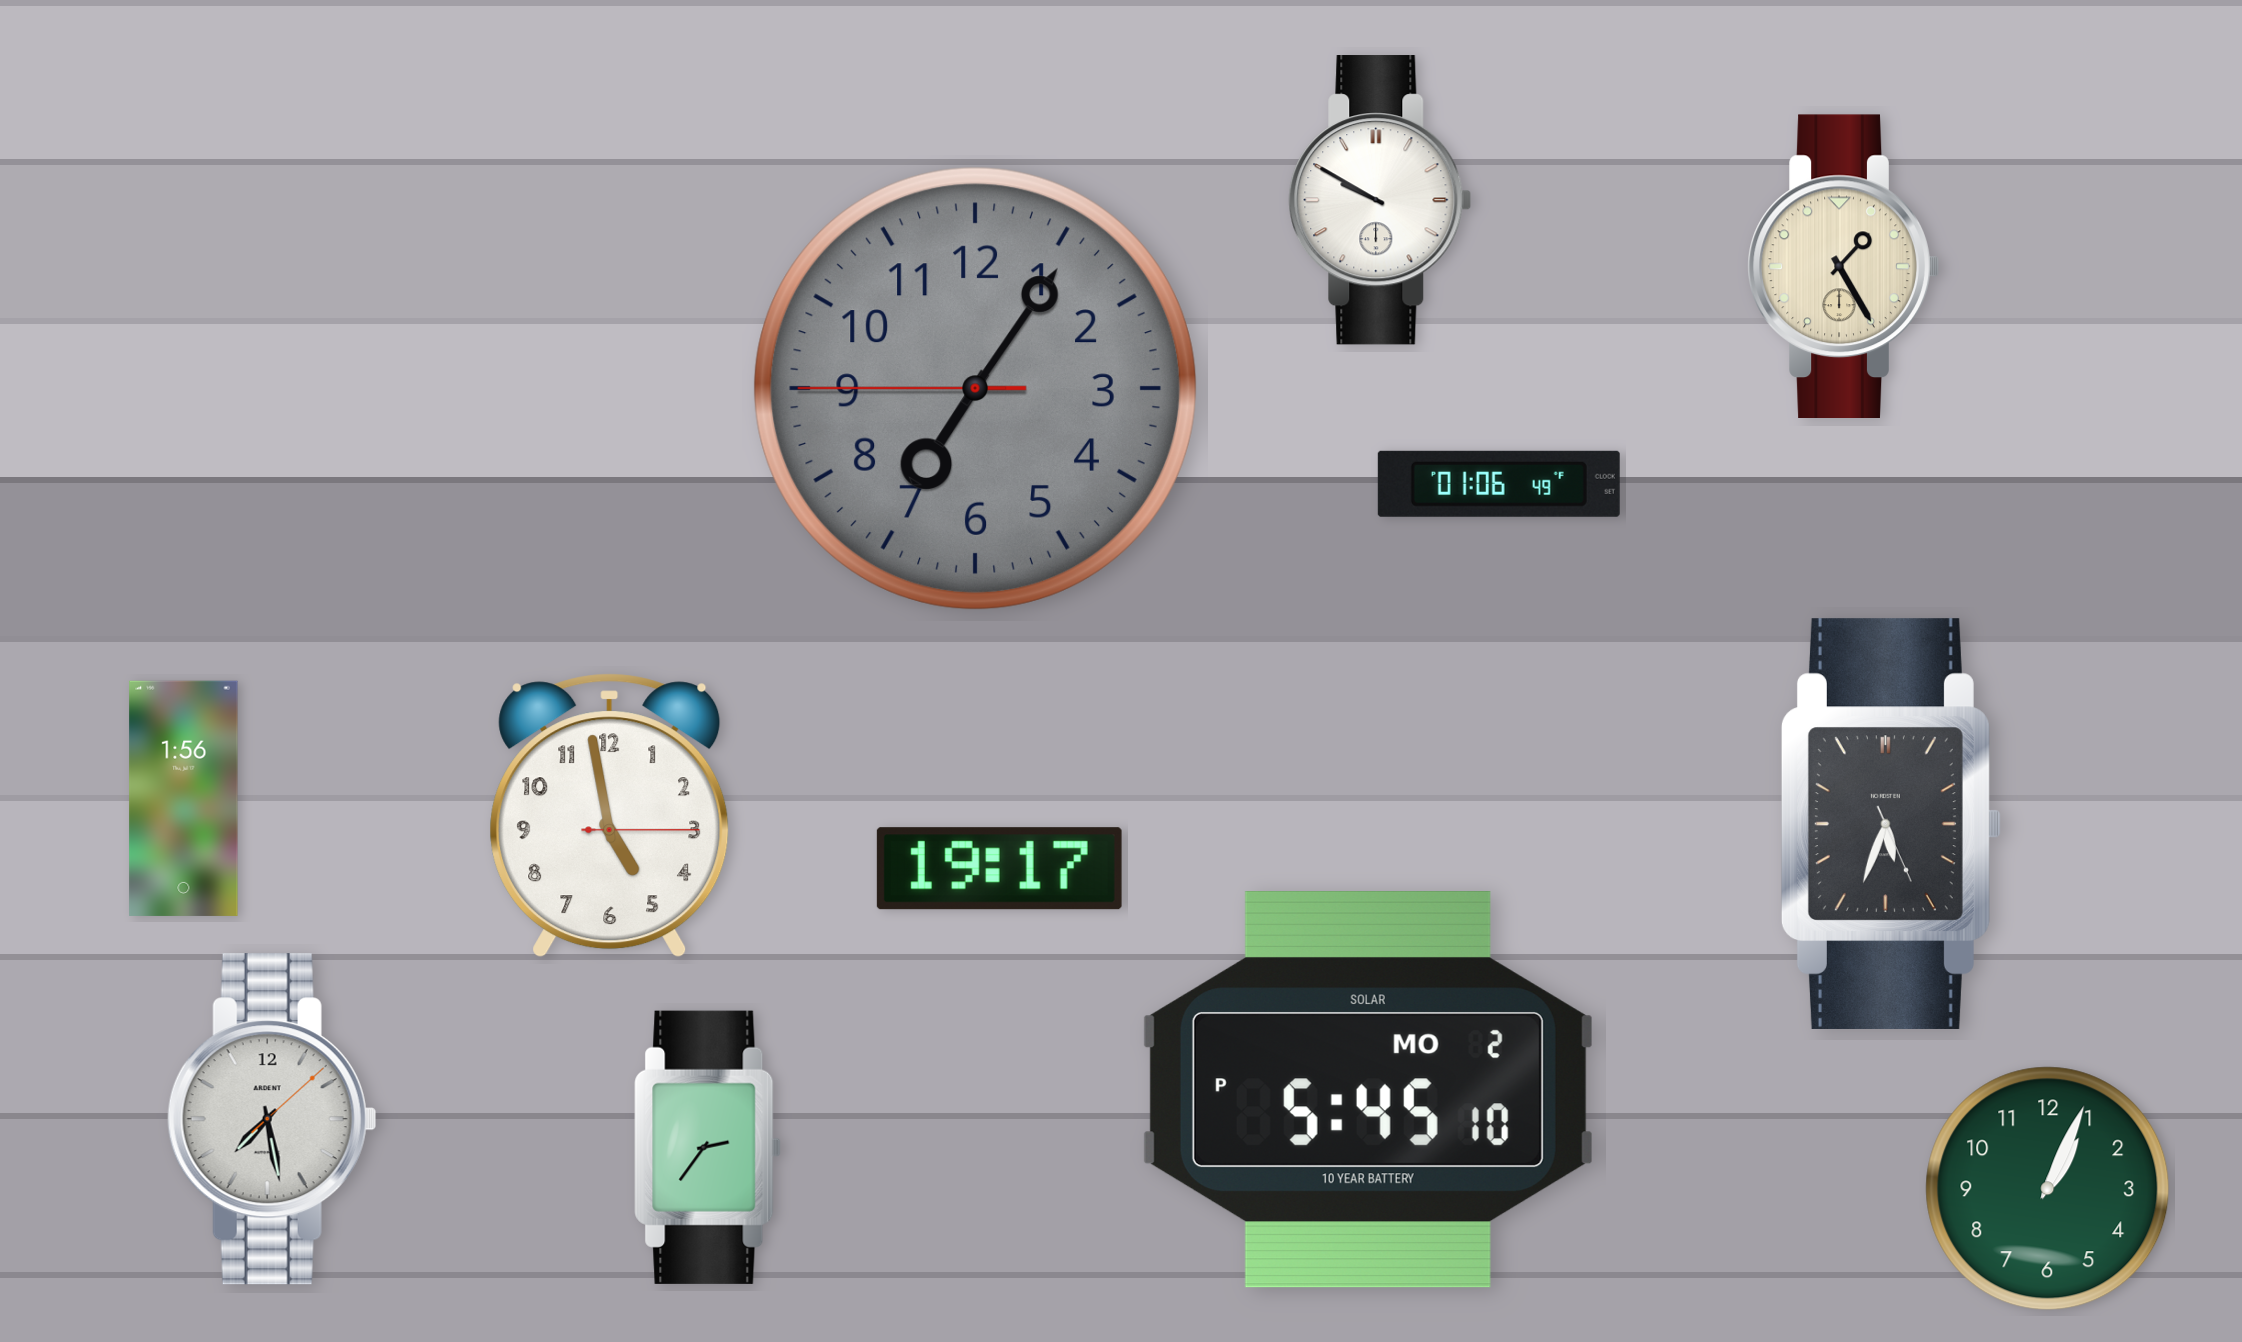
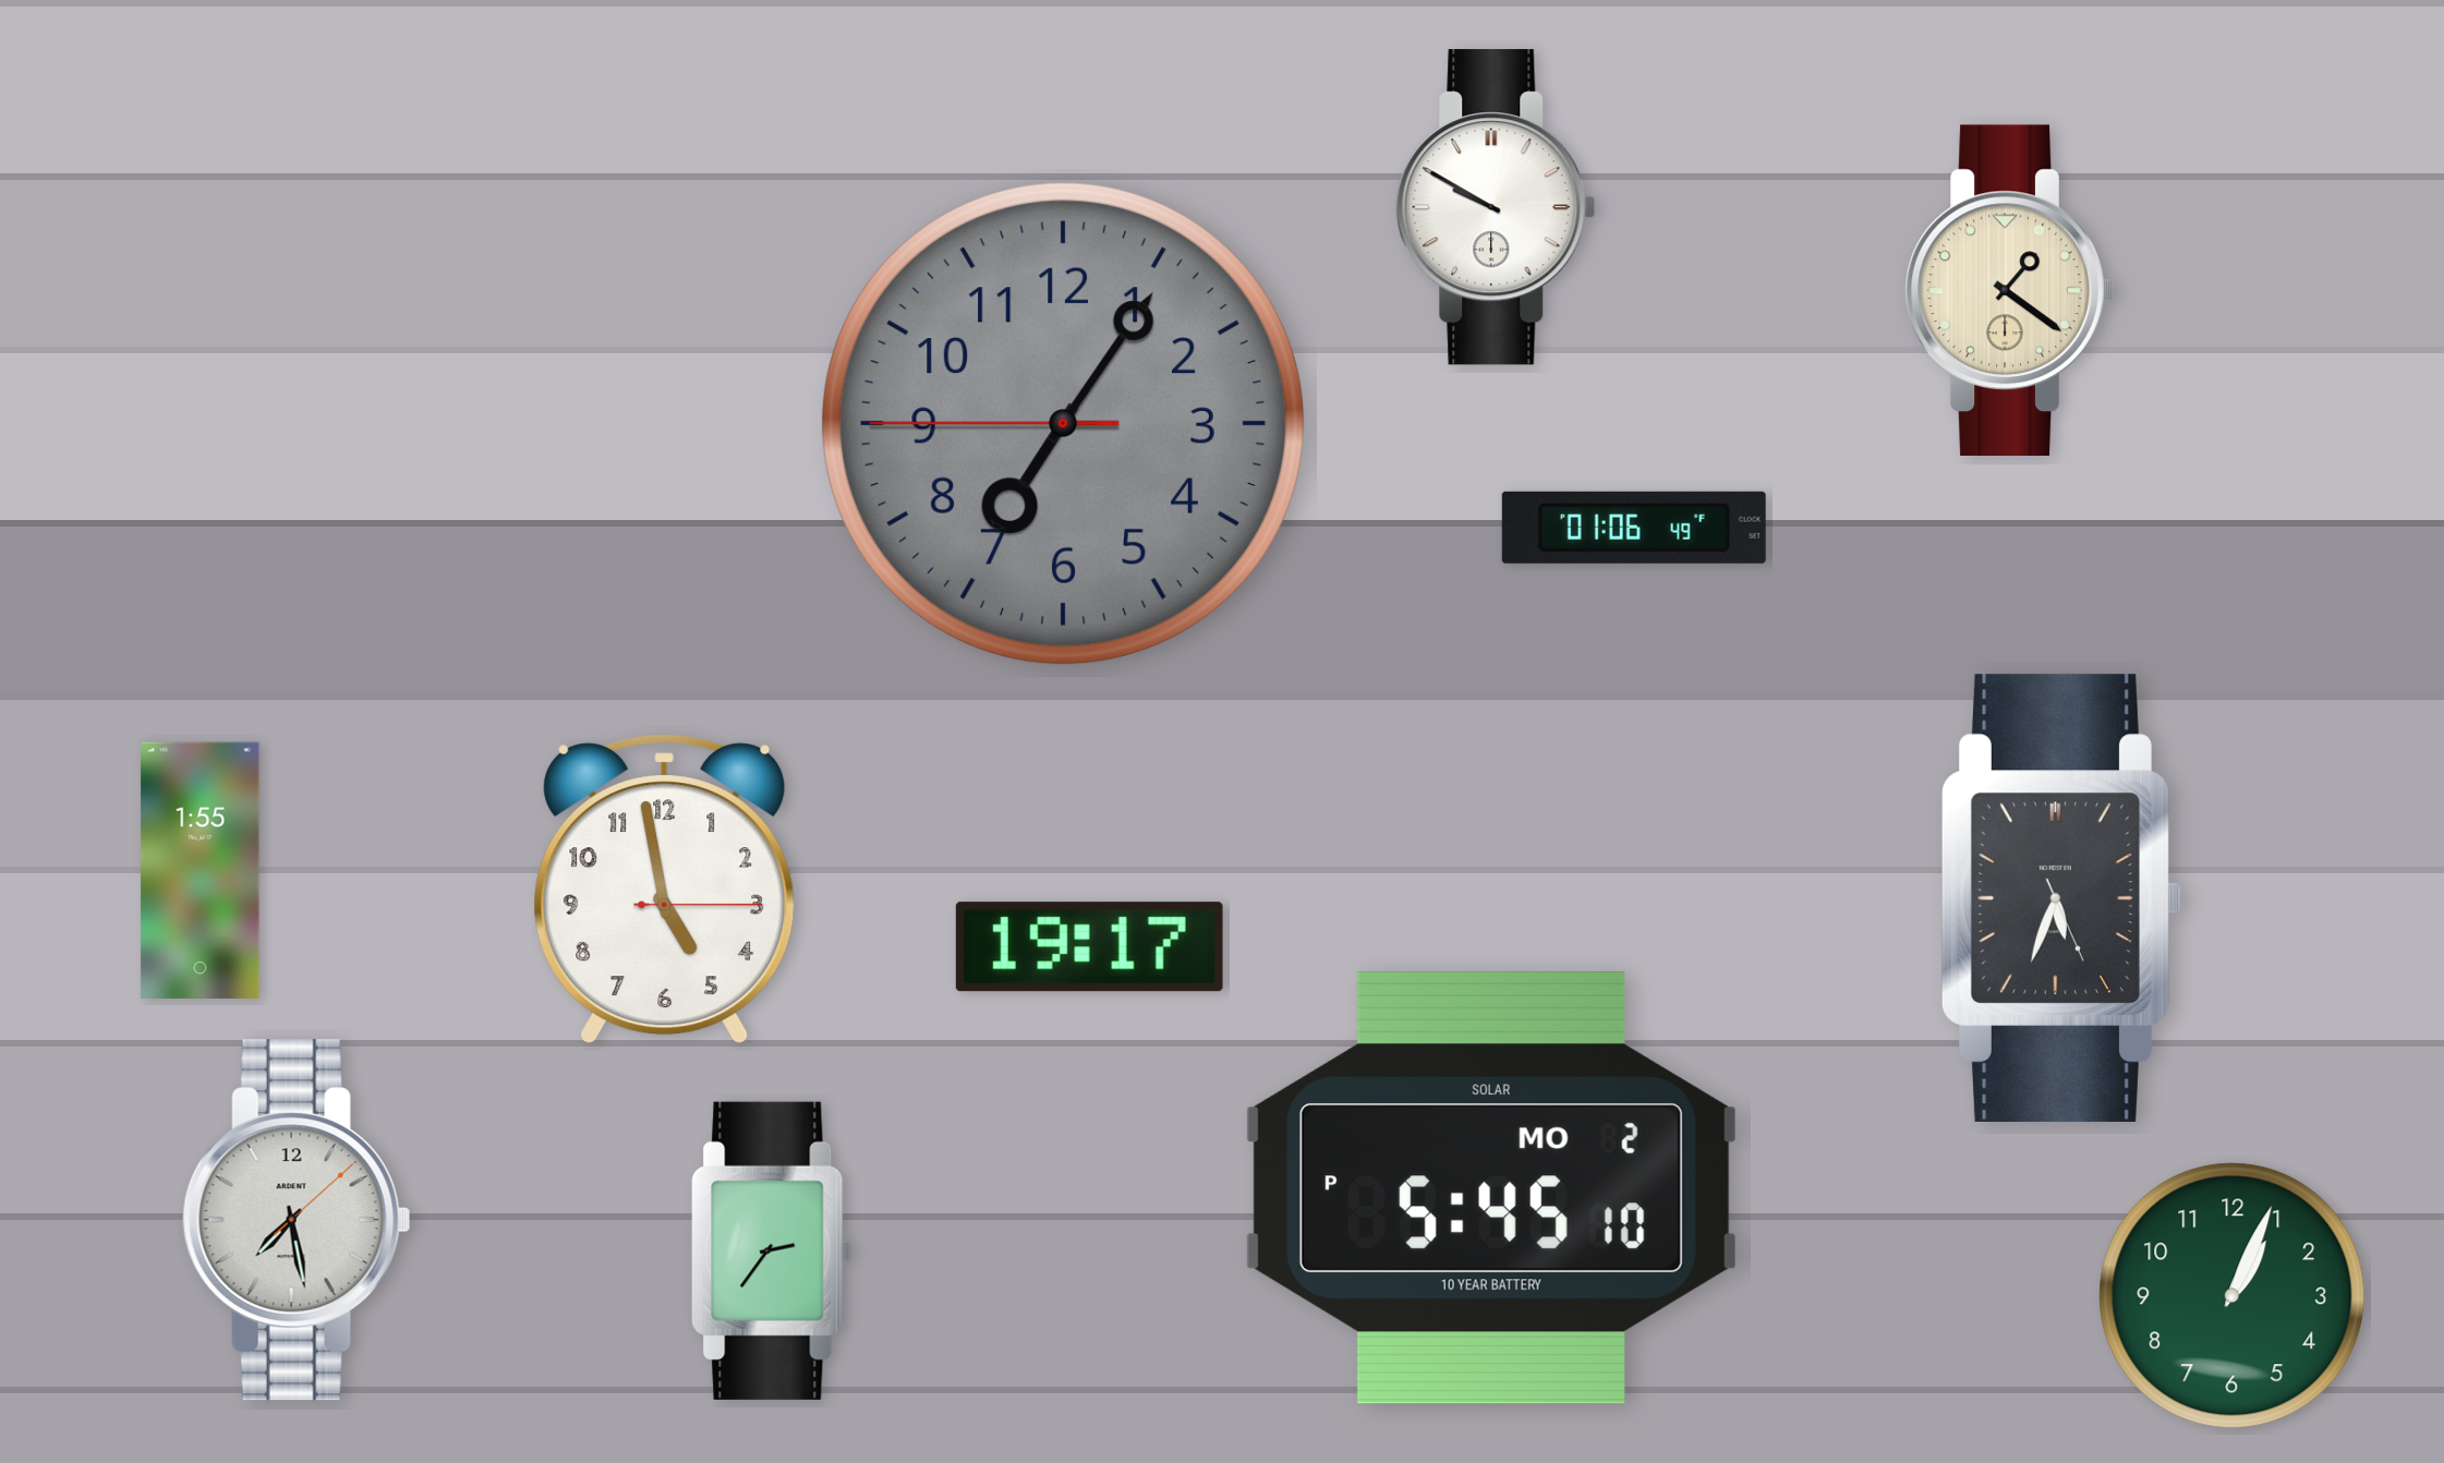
clock at (1380, 200) position: (1380, 200) -> (1496, 207)
clock at (1843, 266): 1:25 -> 1:21
clock at (184, 798): 1:56 -> 1:55
